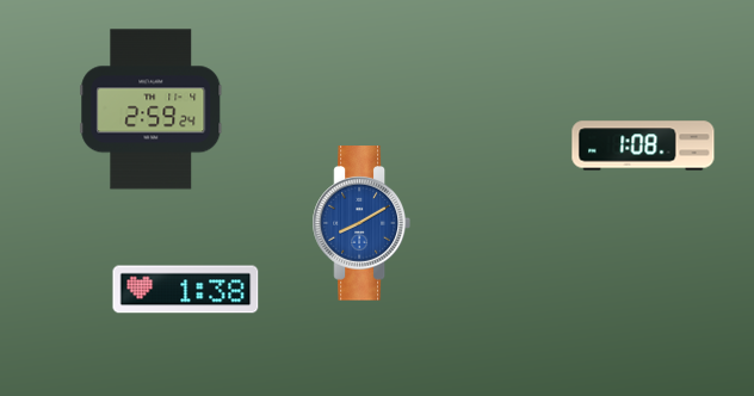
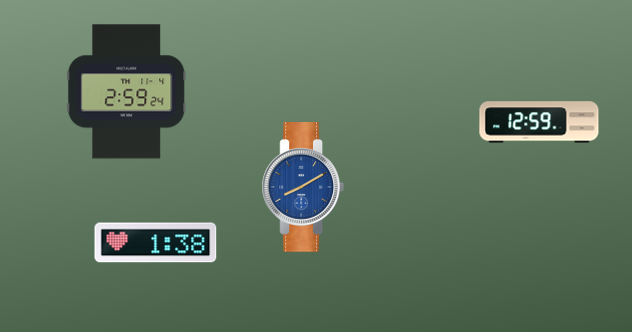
clock at (643, 146): 1:08 -> 12:59
